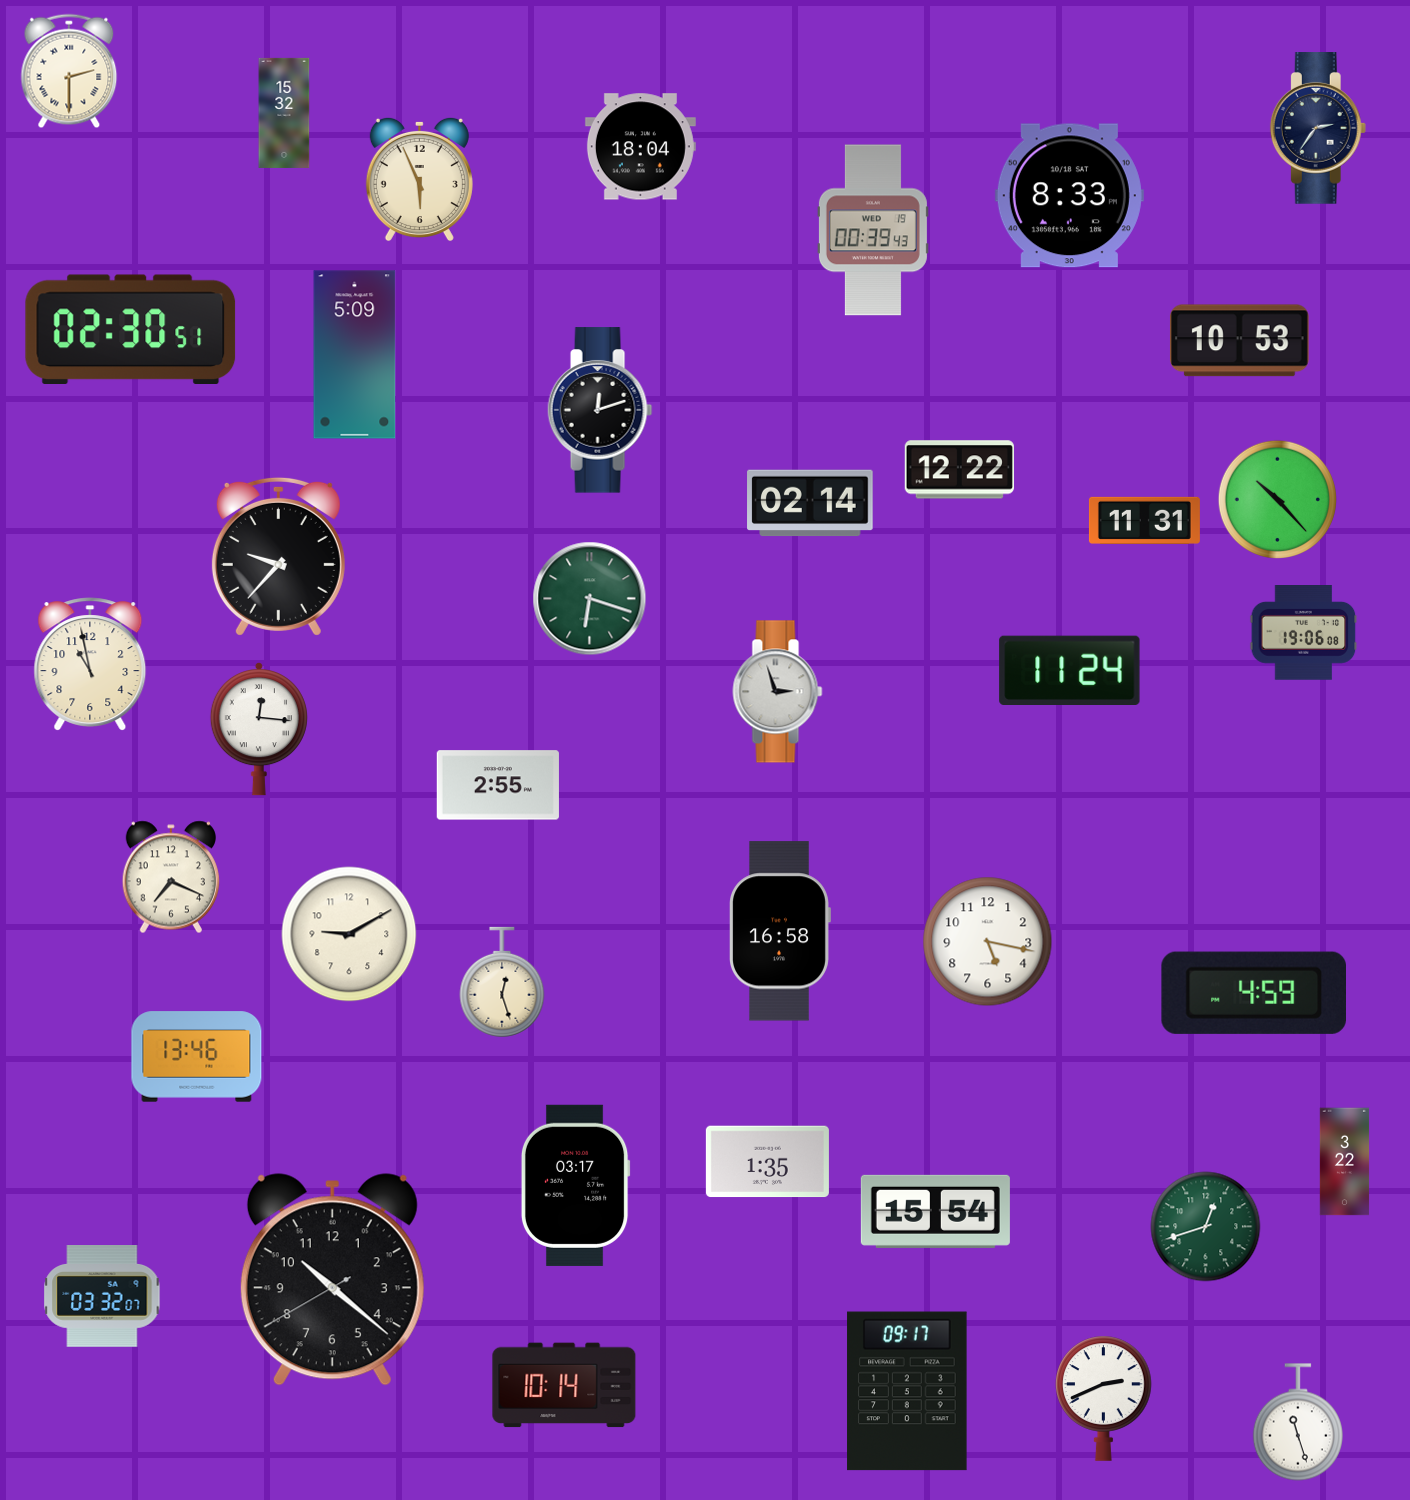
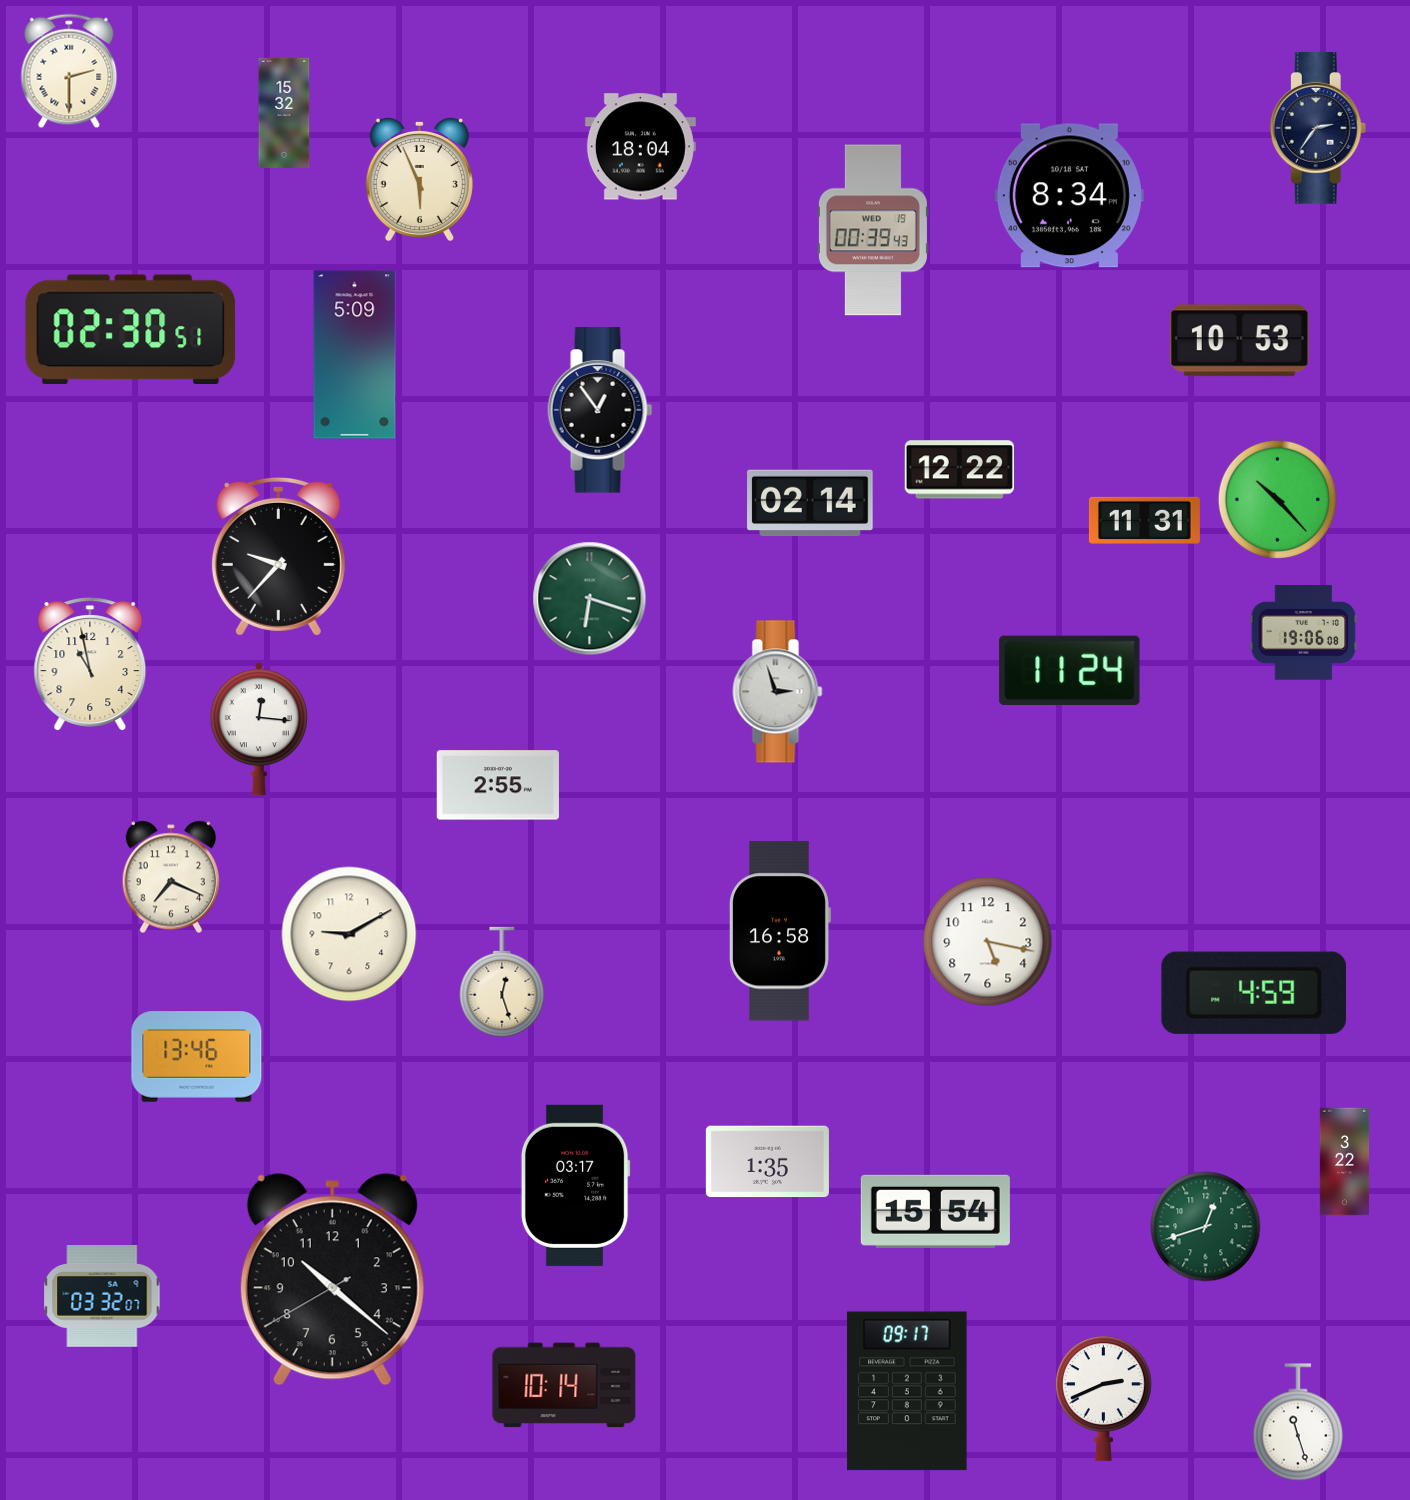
clock at (1069, 196): 8:33 -> 8:34
clock at (600, 410): 12:12 -> 12:54
